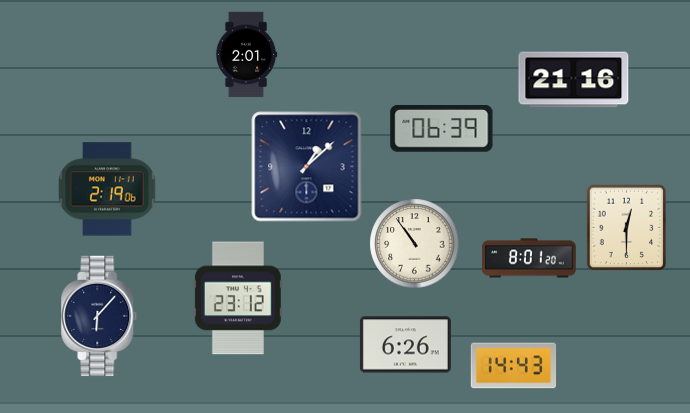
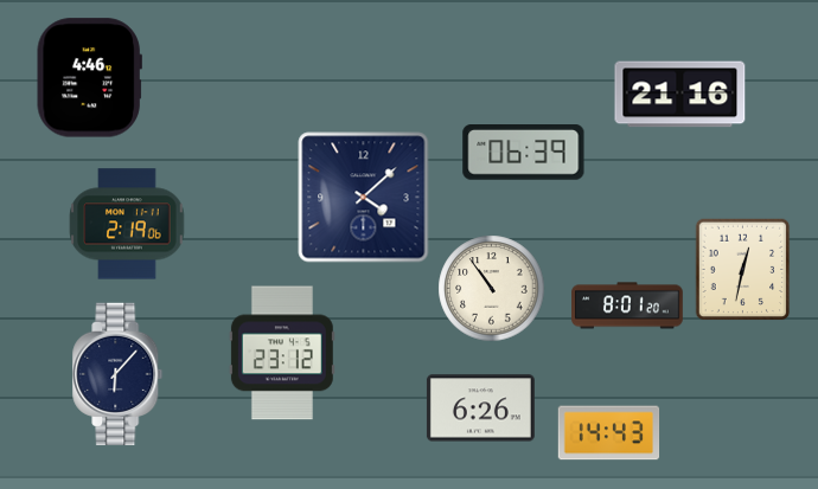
clock at (246, 55): 2:01 -> none
clock at (89, 78): none -> 4:46
clock at (307, 167): 1:08 -> 4:08
clock at (627, 228): 12:30 -> 12:32
